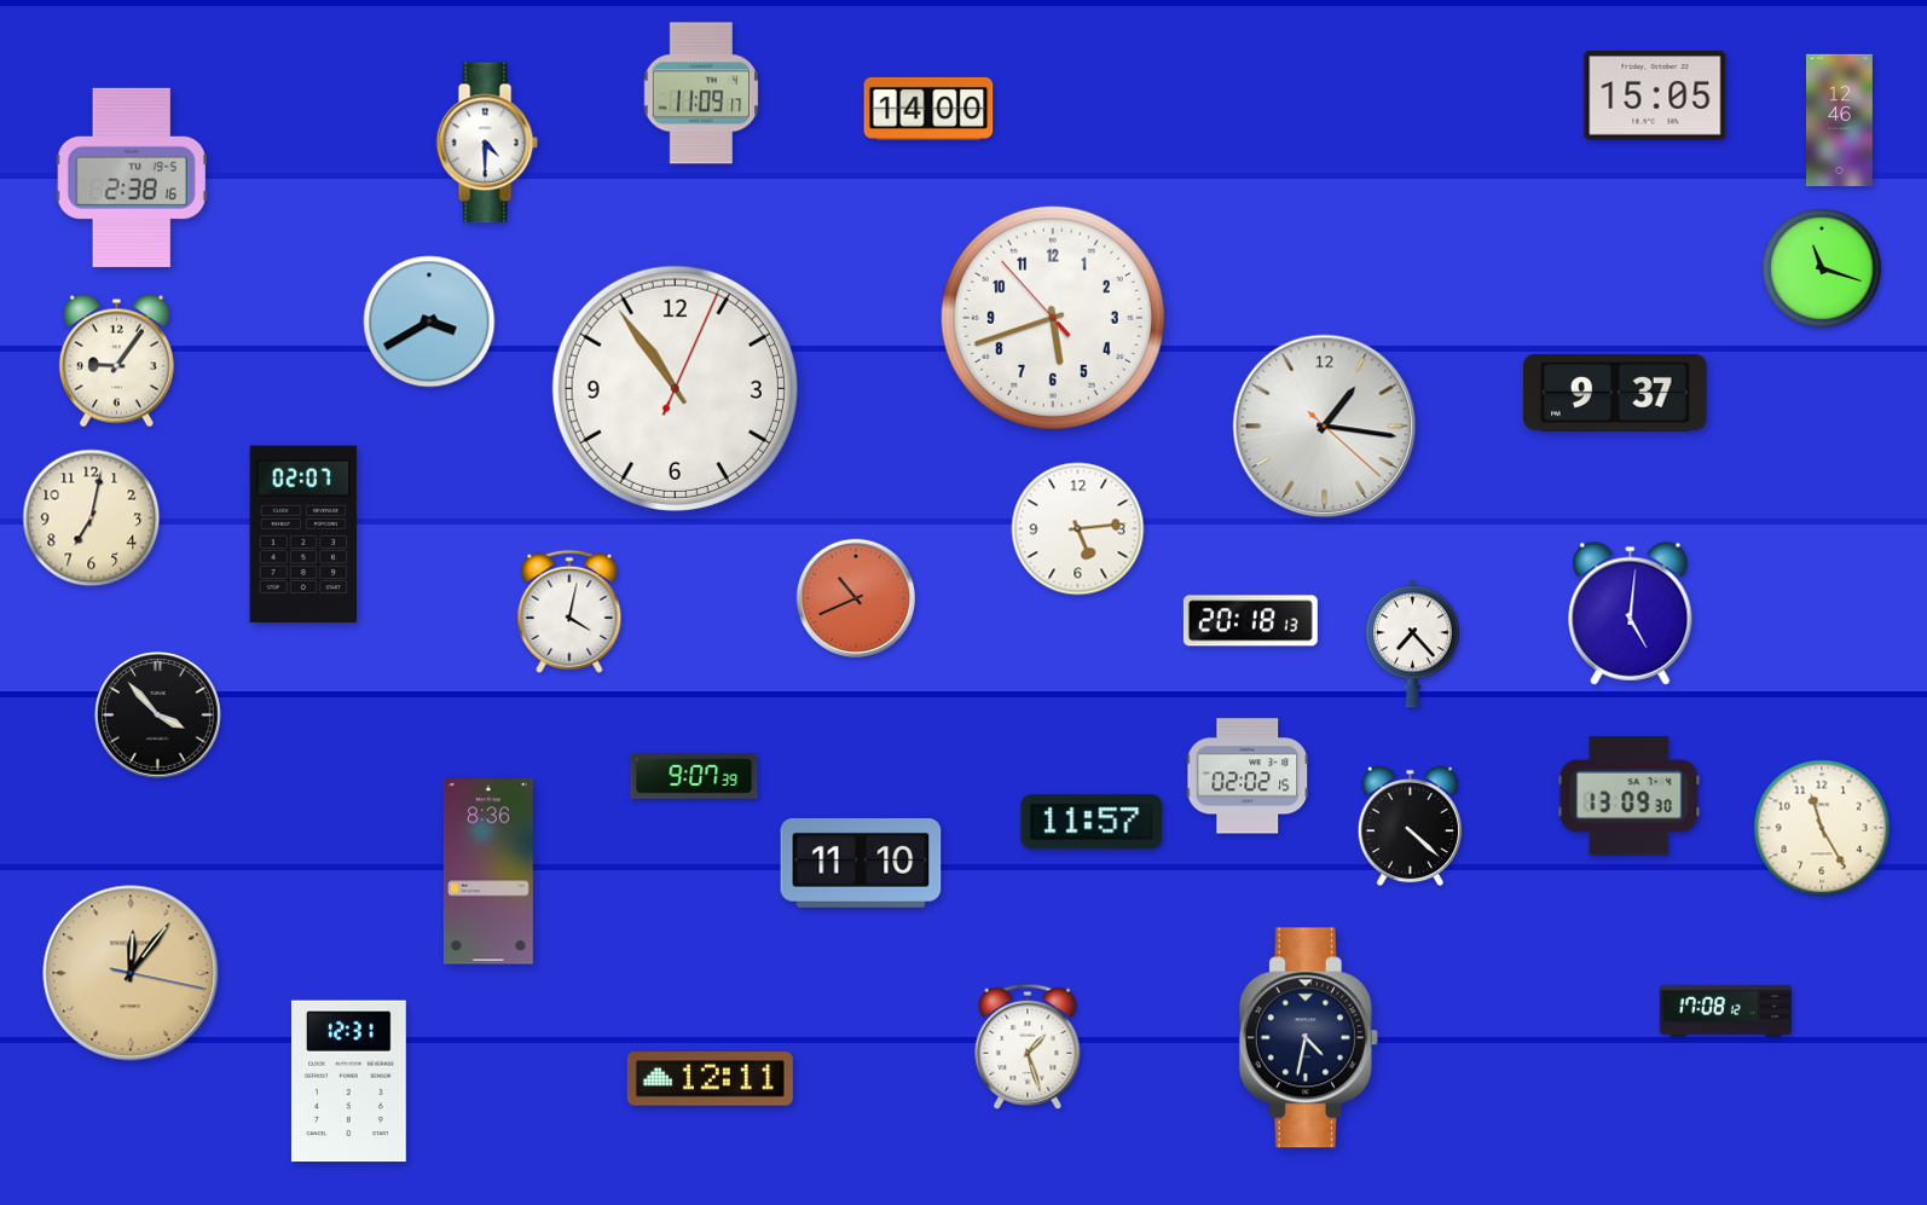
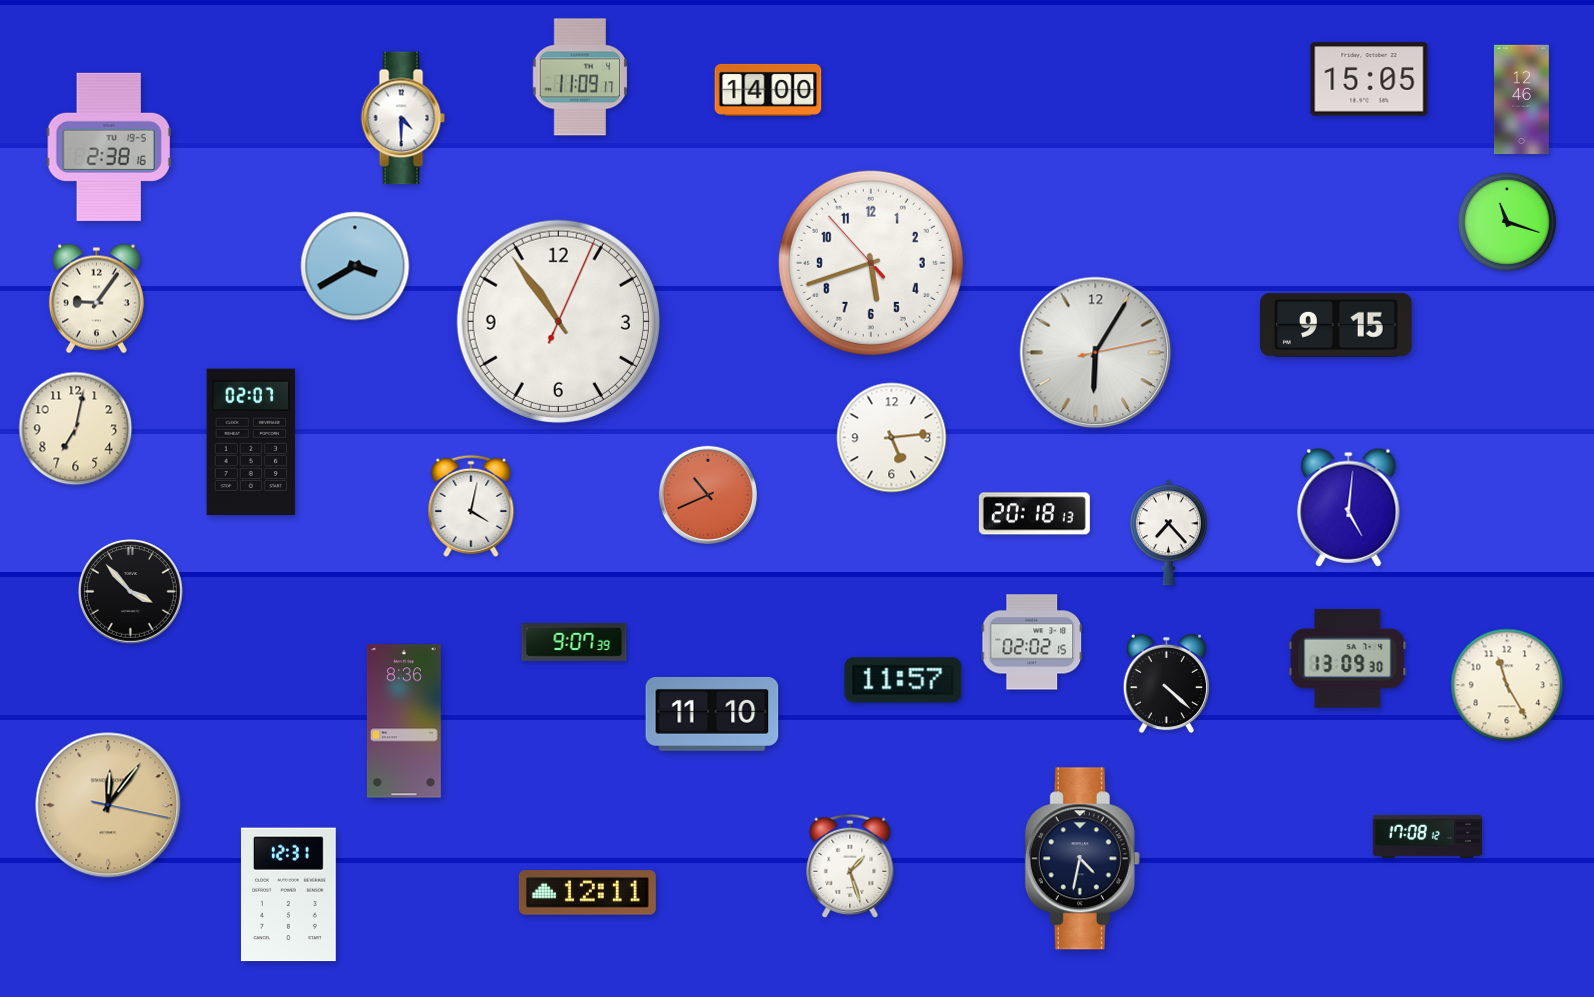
clock at (1616, 393): 9:37 -> 9:15
clock at (1325, 427): 1:16 -> 6:05
